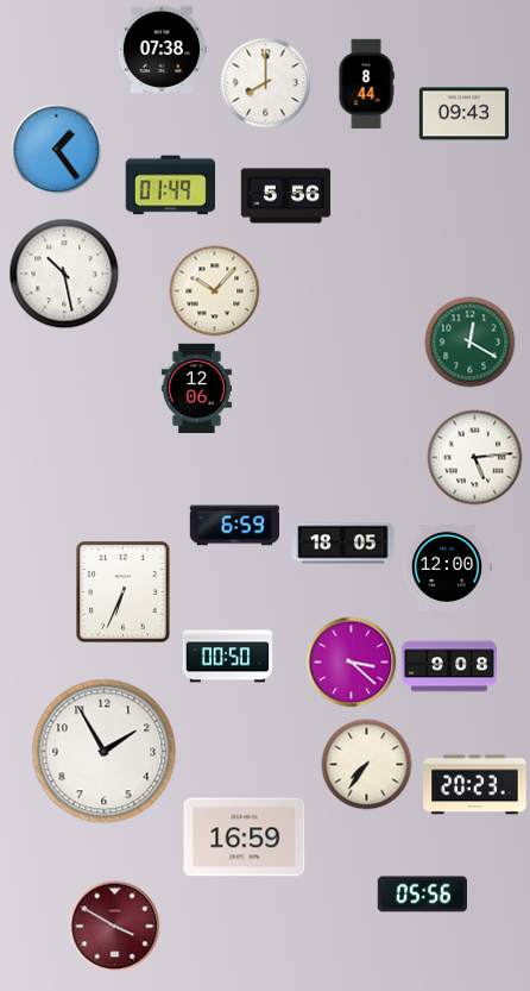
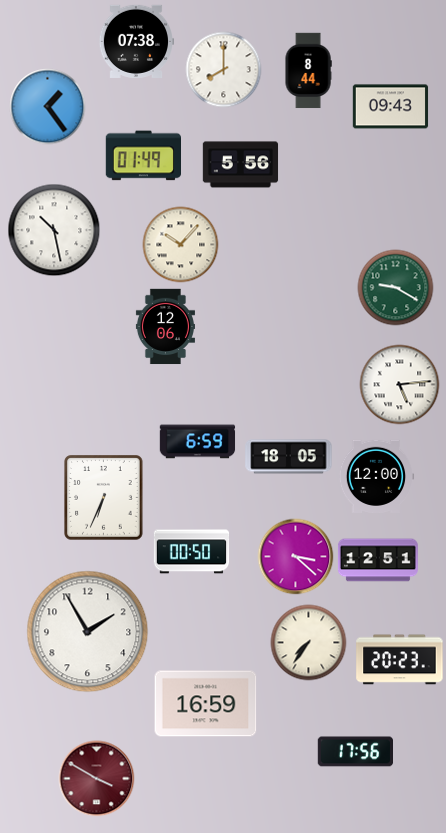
clock at (465, 114) position: (465, 114) -> (391, 107)
clock at (57, 150) position: (57, 150) -> (48, 107)
clock at (471, 343): 12:20 -> 9:20
clock at (449, 666): 9:08 -> 12:51
clock at (423, 895): 05:56 -> 17:56
